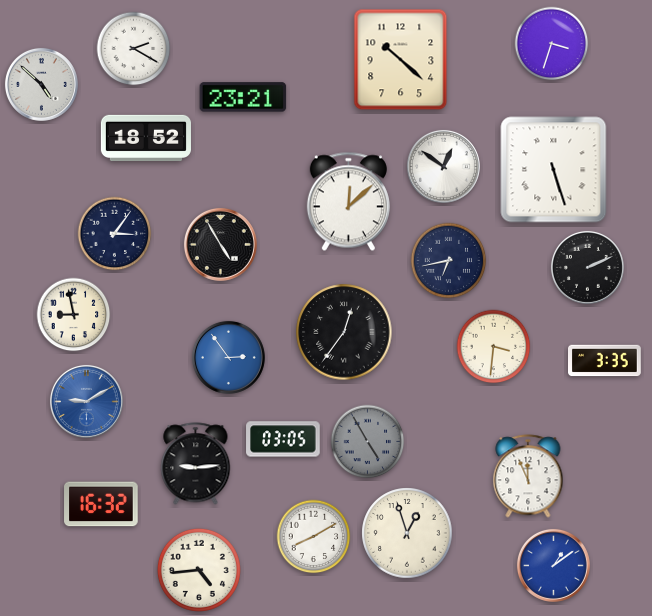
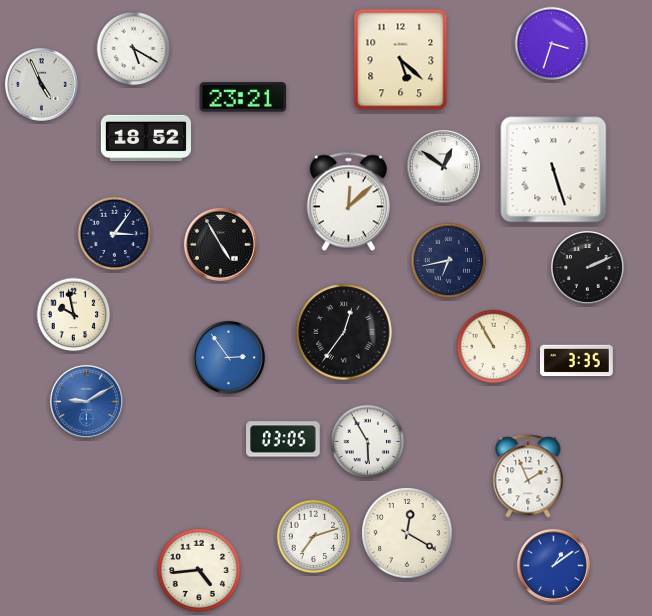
clock at (134, 49): 2:20 -> 5:20
clock at (401, 60): 10:22 -> 5:22
clock at (41, 84): 4:52 -> 4:56
clock at (74, 315): 8:58 -> 9:58
clock at (494, 347): 3:31 -> 10:55
clock at (605, 361) position: (605, 361) -> (577, 361)
clock at (368, 442): 4:55 -> 5:55
clock at (368, 442) dial: grey -> white
clock at (196, 464): 9:14 -> none
clock at (528, 476): 11:56 -> 1:56
clock at (101, 504): 16:32 -> none
clock at (407, 533): 12:57 -> 12:20
clock at (314, 537): 8:10 -> 7:12
